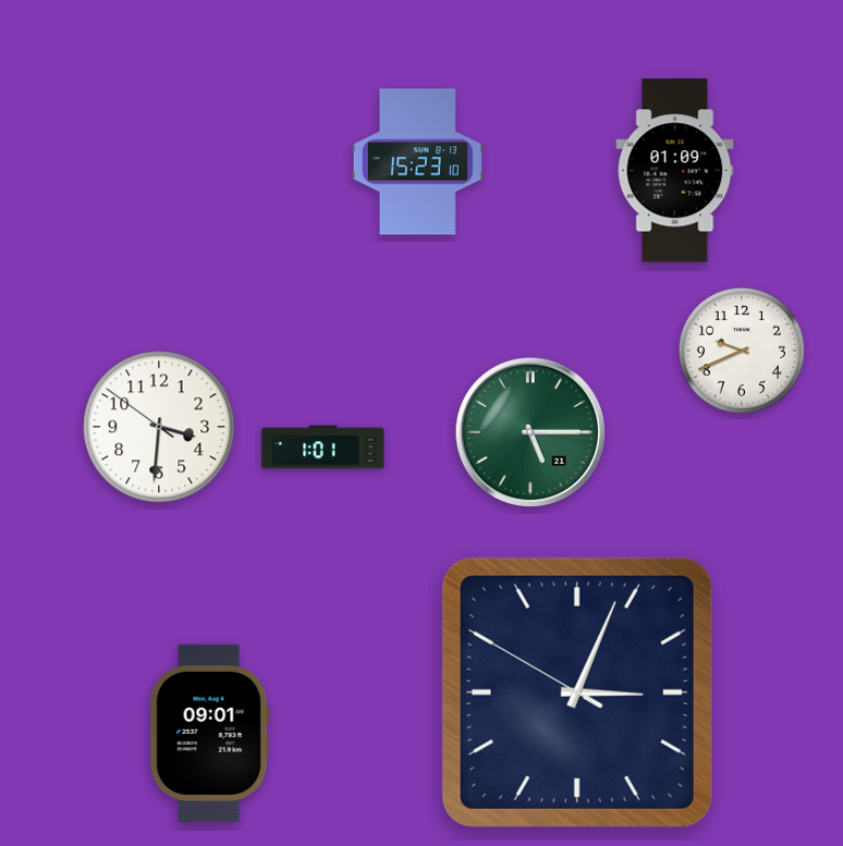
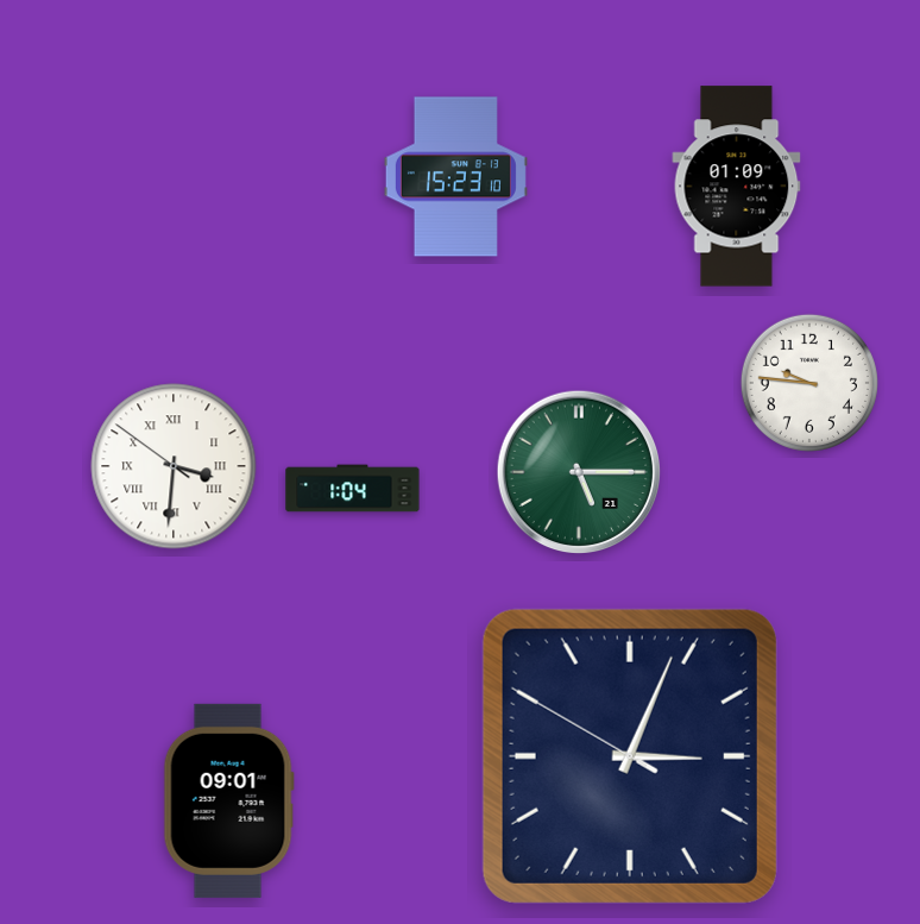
clock at (742, 351): 9:41 -> 9:46
clock at (159, 427) numerals: Arabic -> Roman
clock at (323, 447): 1:01 -> 1:04
